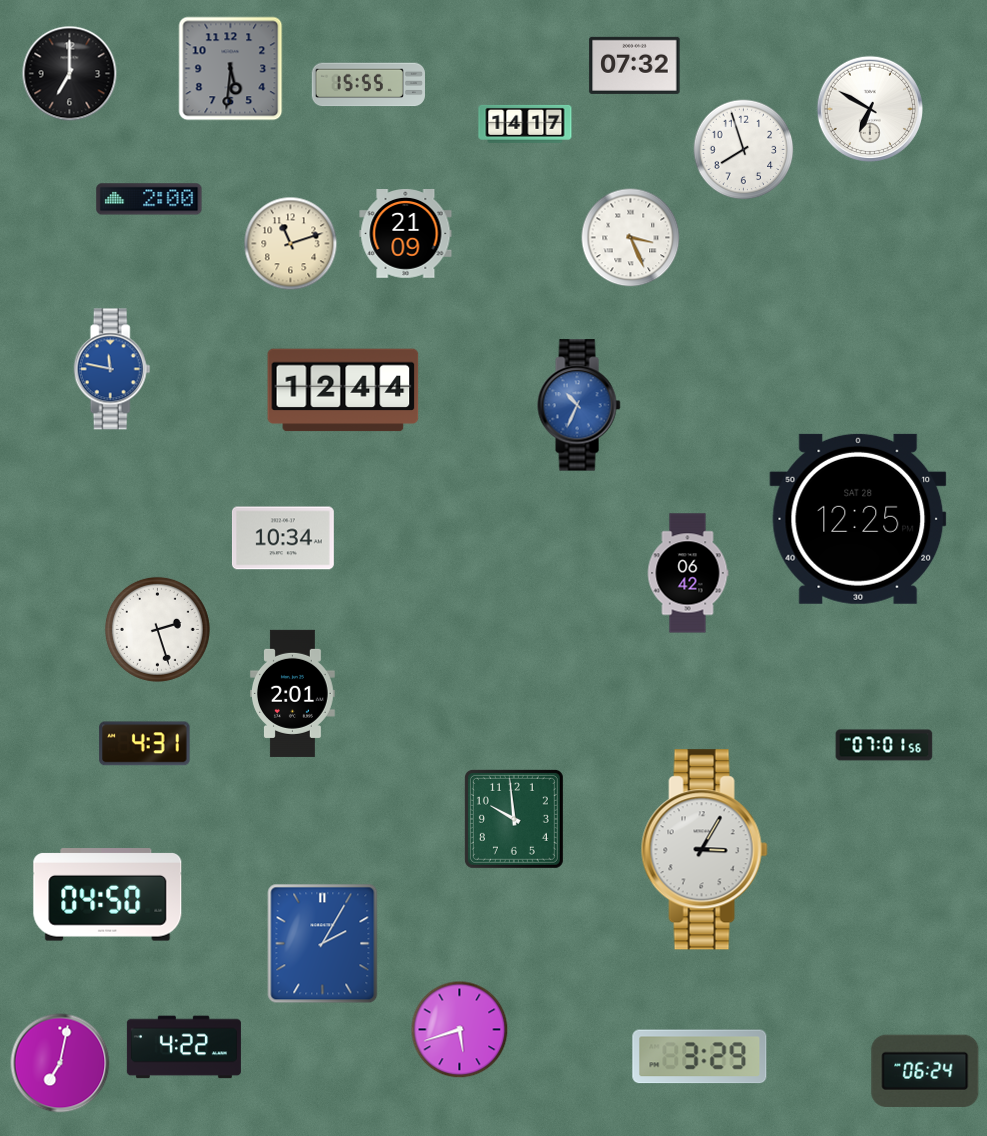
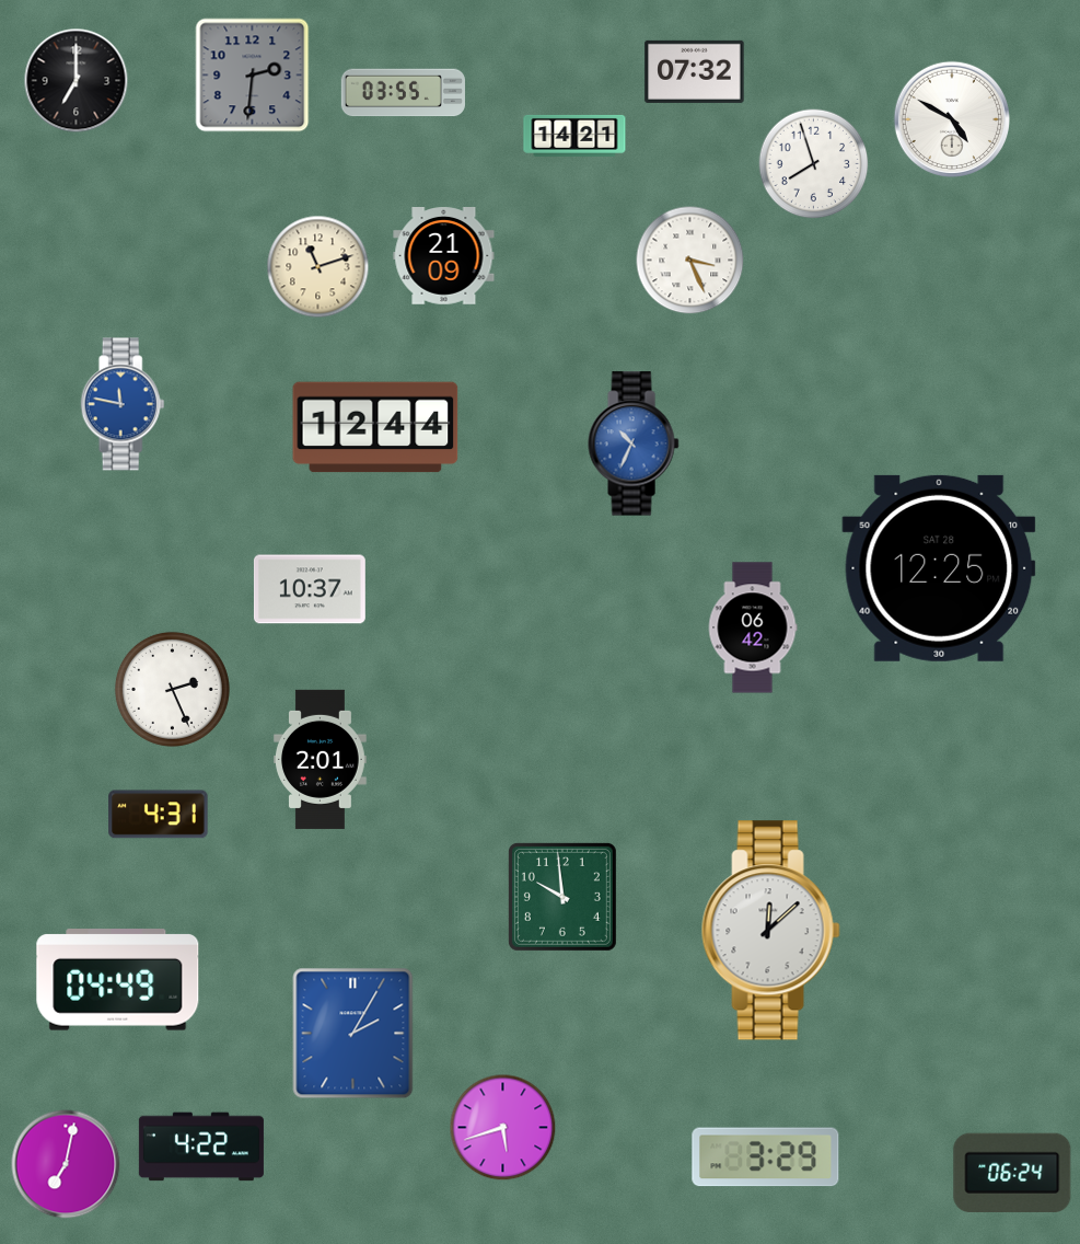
clock at (231, 69): 5:31 -> 2:31
clock at (368, 85): 15:55 -> 03:55
clock at (869, 108): 6:50 -> 4:50
clock at (525, 124): 14:17 -> 14:21
clock at (149, 199): 2:00 -> none
clock at (283, 538): 10:34 -> 10:37
clock at (157, 629): 2:27 -> 2:26
clock at (884, 745): 07:01 -> none
clock at (704, 850): 3:05 -> 12:08
clock at (108, 895): 04:50 -> 04:49
